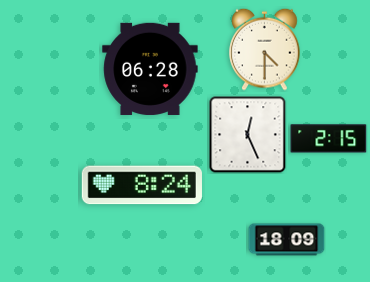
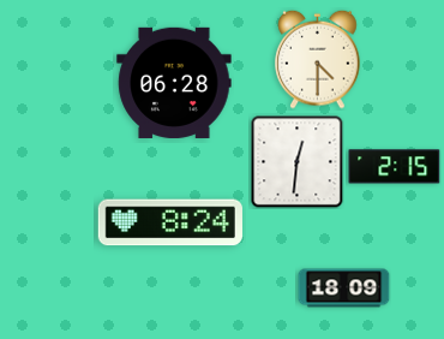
clock at (150, 68) position: (150, 68) -> (174, 82)
clock at (248, 135): 12:26 -> 12:31
